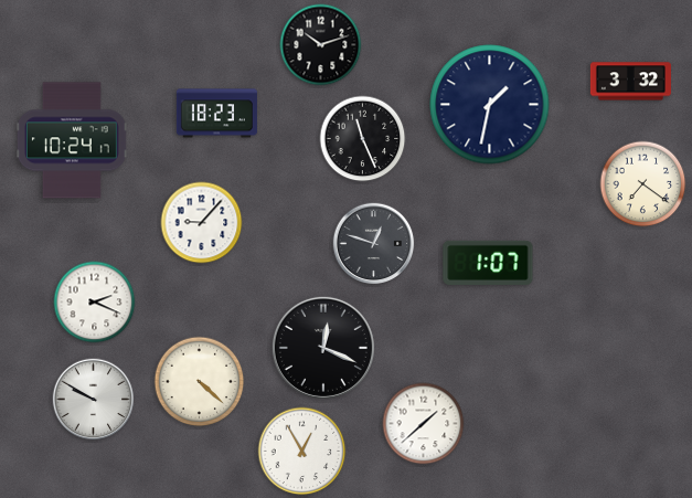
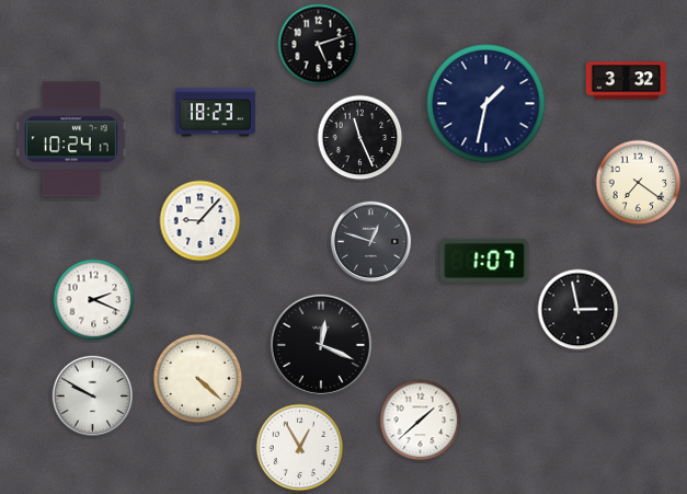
clock at (321, 45): 10:12 -> 5:12
clock at (579, 310): none -> 2:58
